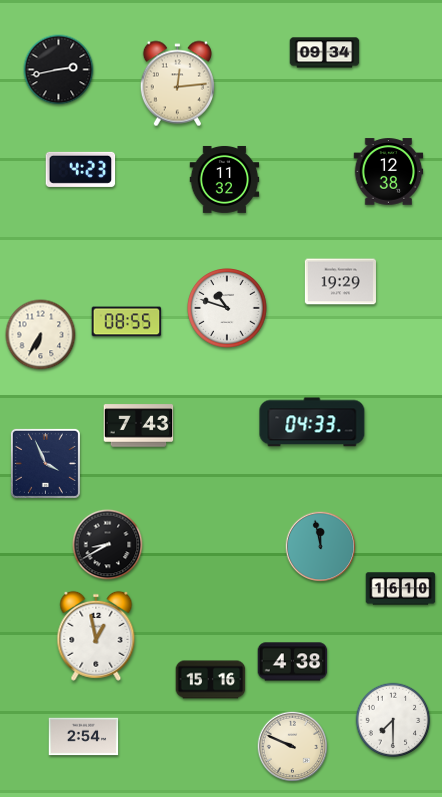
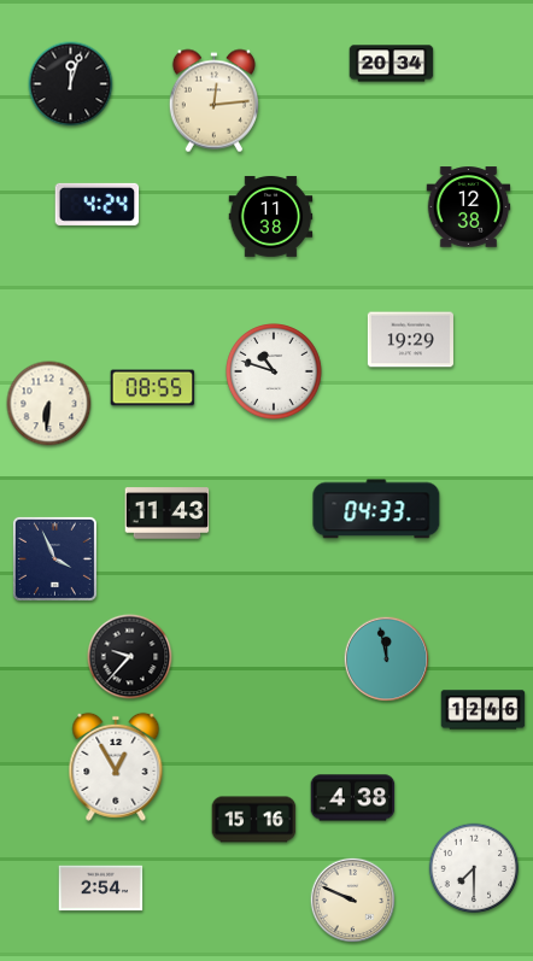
clock at (325, 53): 09:34 -> 20:34
clock at (59, 70): 2:43 -> 12:03
clock at (81, 169): 4:23 -> 4:24
clock at (225, 179): 11:32 -> 11:38
clock at (41, 335): 6:35 -> 6:31
clock at (139, 426): 7:43 -> 11:43
clock at (108, 545): 8:40 -> 9:37
clock at (401, 589): 16:10 -> 12:46
clock at (96, 636): 12:58 -> 12:55
